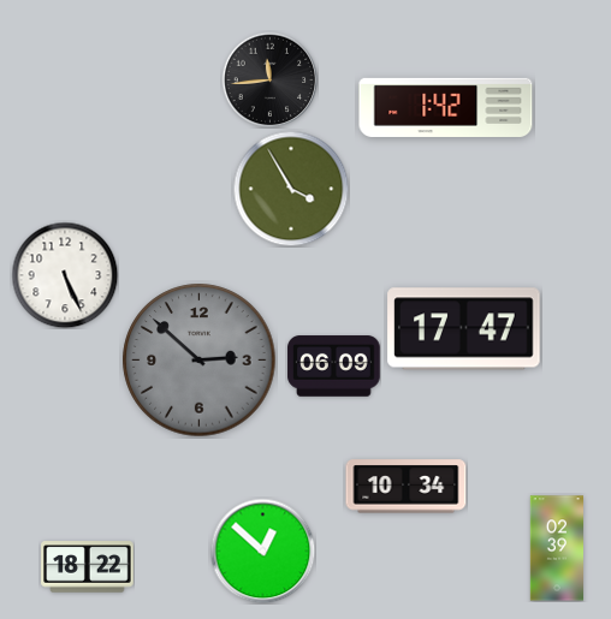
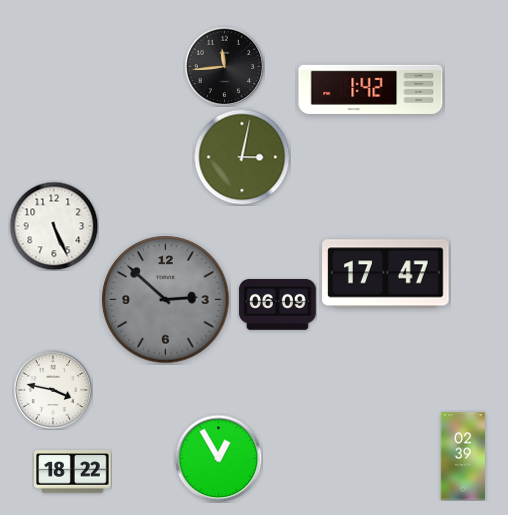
clock at (291, 189): 3:55 -> 3:02
clock at (65, 275) position: (65, 275) -> (54, 226)
clock at (53, 390): none -> 3:47
clock at (407, 487): 10:34 -> none
clock at (262, 550): 12:52 -> 12:55
